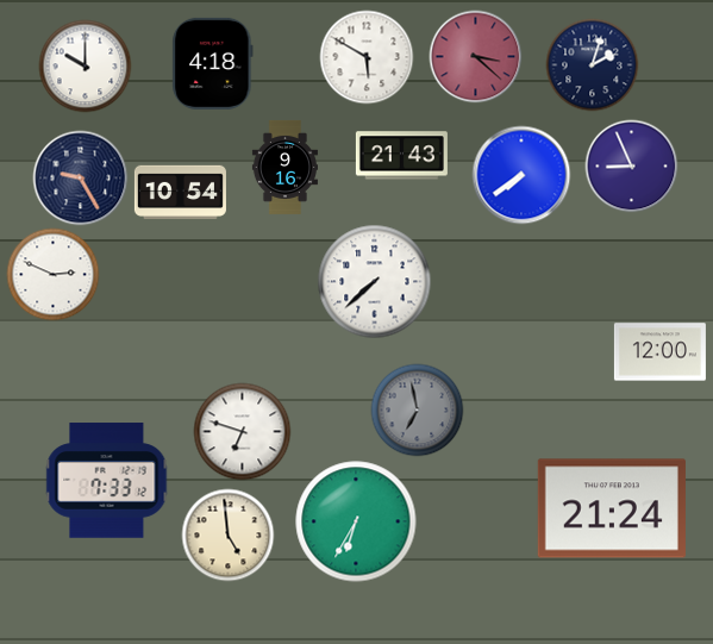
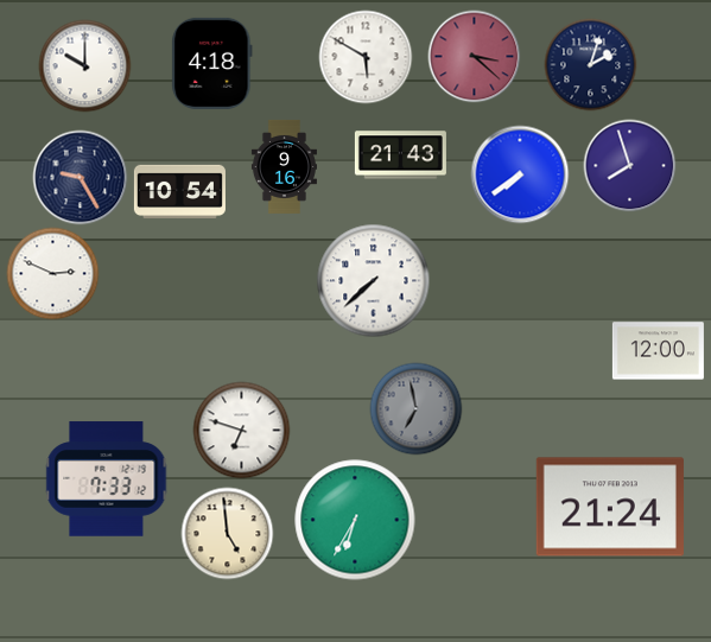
clock at (631, 165): 8:56 -> 7:57
